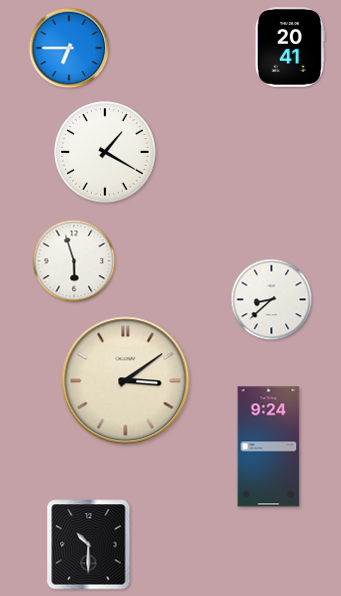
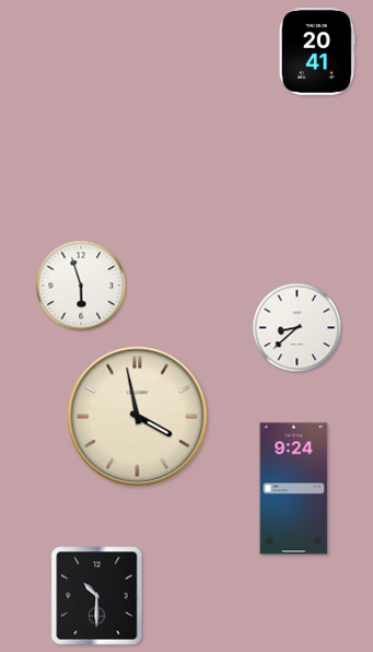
clock at (69, 48): 6:45 -> none
clock at (105, 152): 1:20 -> none
clock at (126, 381): 3:09 -> 3:58
